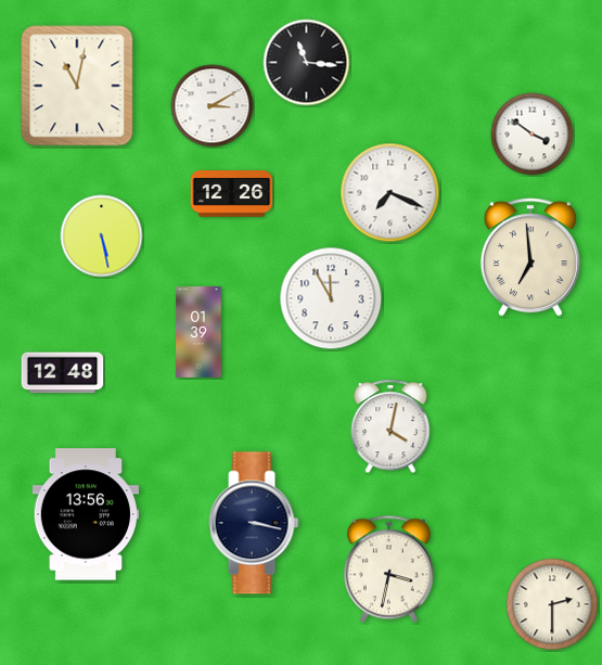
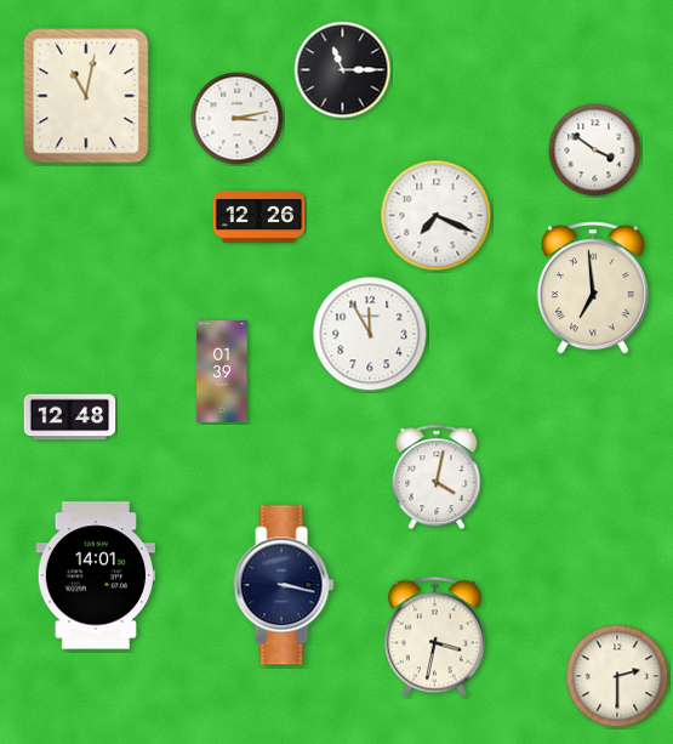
clock at (307, 63): 11:16 -> 11:15
clock at (213, 106): 3:10 -> 3:13
clock at (102, 236): 5:28 -> none
clock at (85, 514): 13:56 -> 14:01
